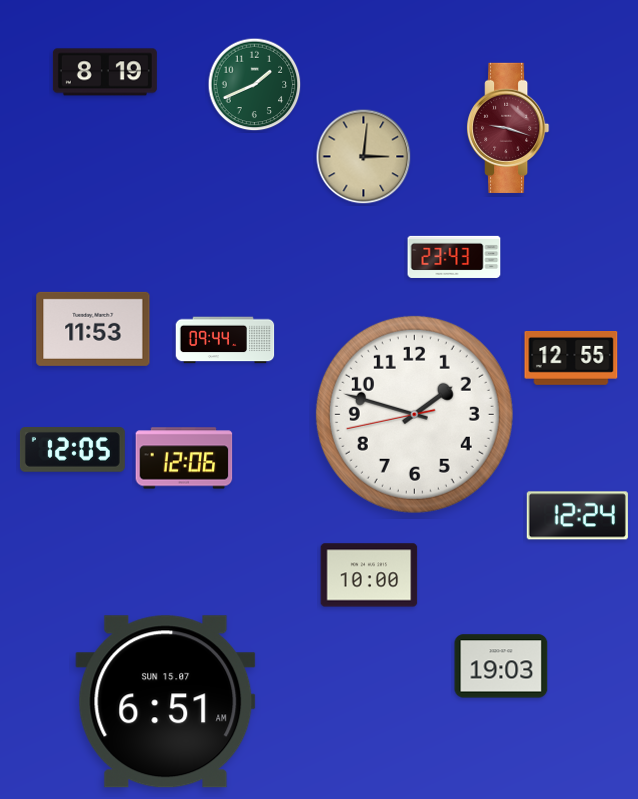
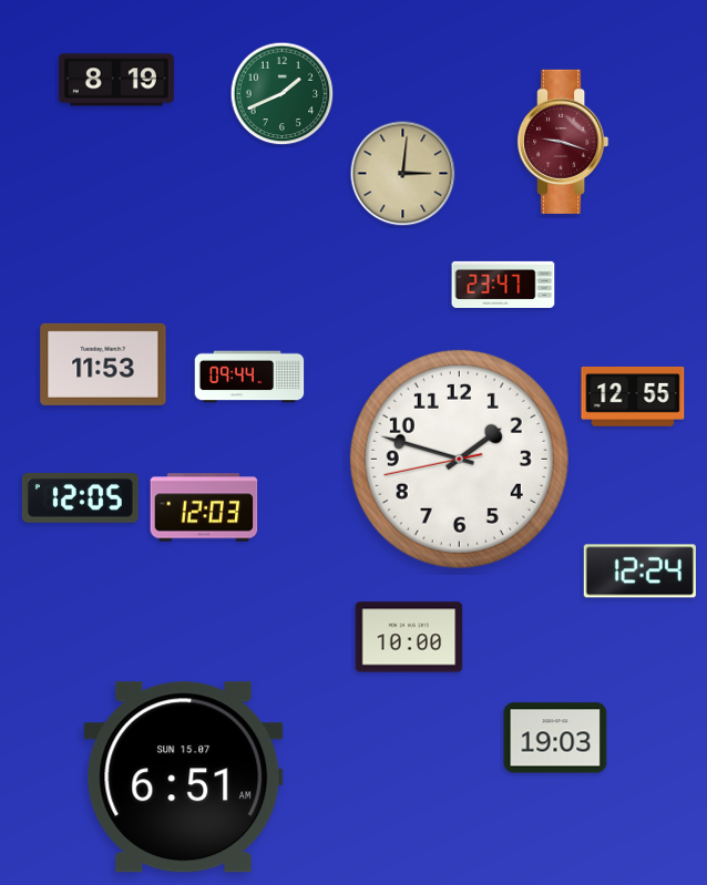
clock at (454, 257): 23:43 -> 23:47
clock at (184, 458): 12:06 -> 12:03
